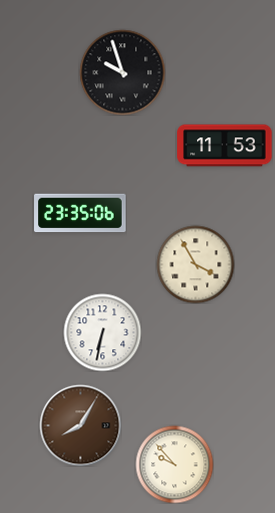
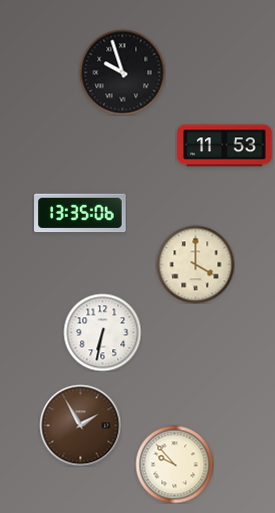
clock at (80, 213): 23:35 -> 13:35
clock at (195, 264): 3:55 -> 4:00
clock at (80, 425): 8:05 -> 1:55
